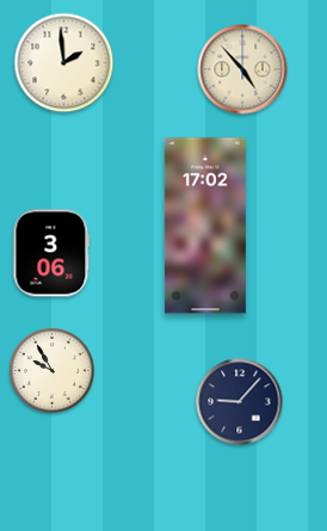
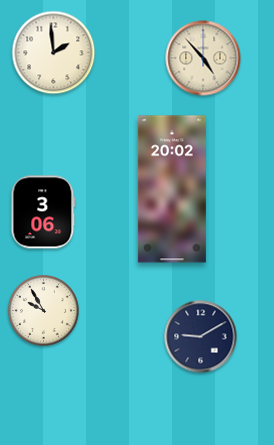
clock at (205, 226): 17:02 -> 20:02
clock at (240, 402): 9:07 -> 9:10
